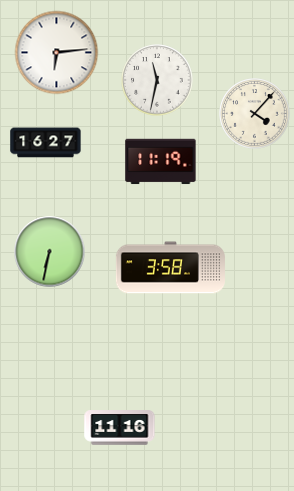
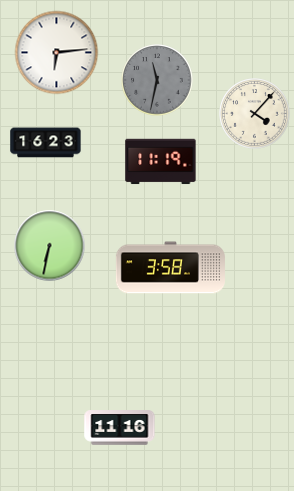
clock at (157, 80) dial: white -> grey
clock at (46, 143): 16:27 -> 16:23
clock at (50, 252) position: (50, 252) -> (50, 246)
